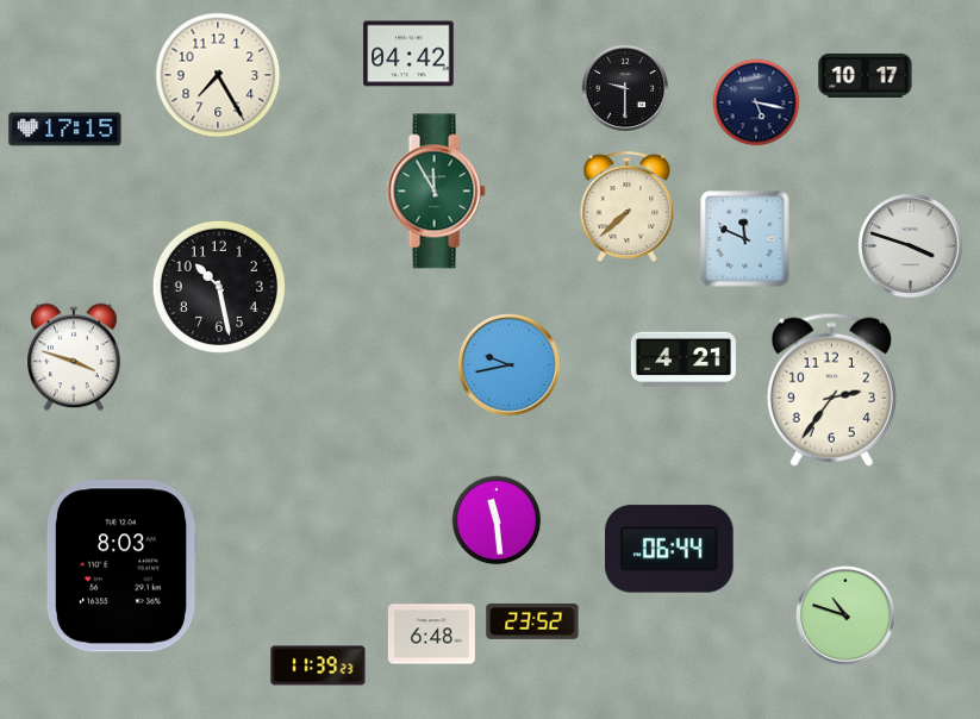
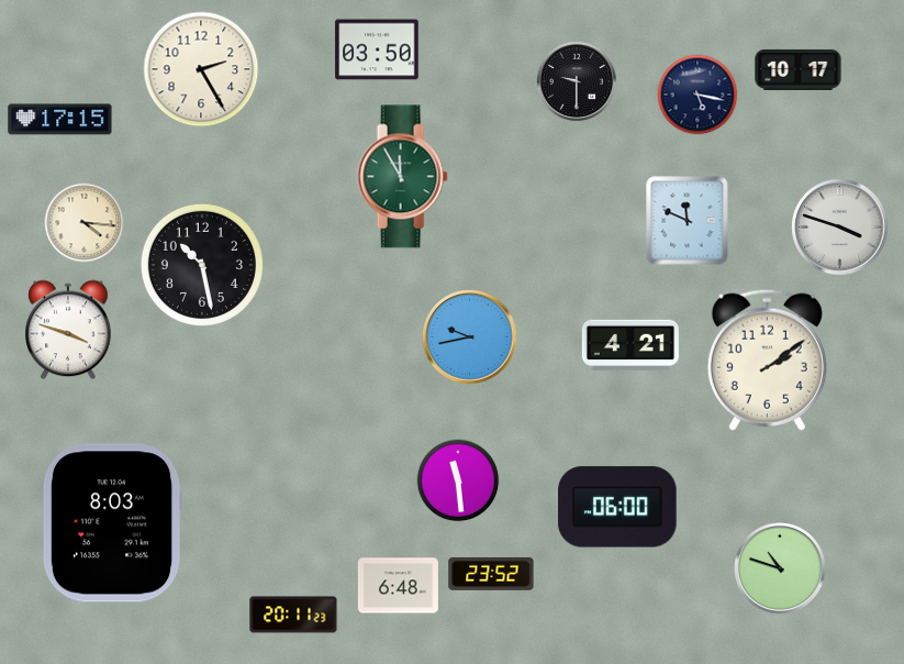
clock at (408, 54): 04:42 -> 03:50
clock at (218, 75): 7:25 -> 2:25
clock at (628, 206): 7:38 -> none
clock at (85, 223): none -> 4:16
clock at (683, 359) position: (683, 359) -> (630, 345)
clock at (831, 389): 2:36 -> 2:09
clock at (669, 549): 06:44 -> 06:00
clock at (318, 665): 11:39 -> 20:11
